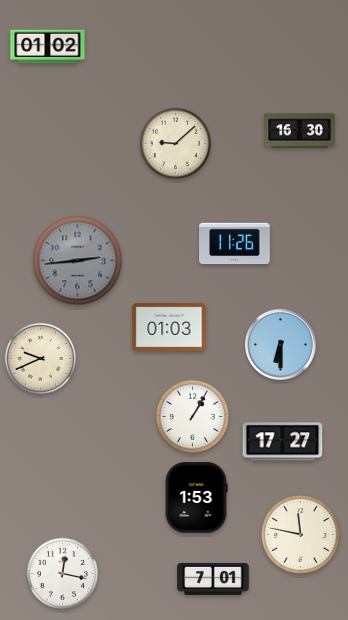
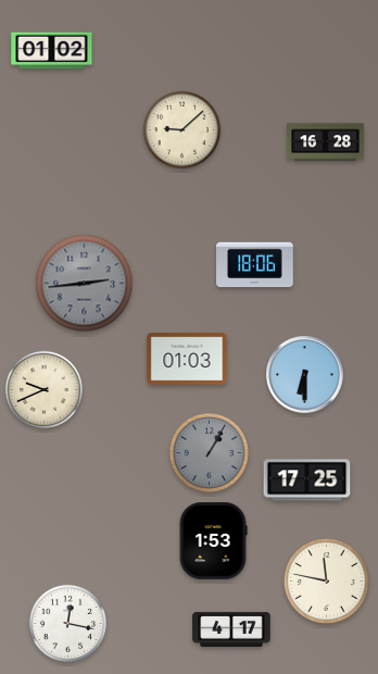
clock at (300, 131): 16:30 -> 16:28
clock at (175, 143) position: (175, 143) -> (181, 129)
clock at (235, 244): 11:26 -> 18:06
clock at (169, 327) position: (169, 327) -> (187, 359)
clock at (192, 416) dial: white -> grey
clock at (283, 442): 17:27 -> 17:25
clock at (213, 579): 7:01 -> 4:17
